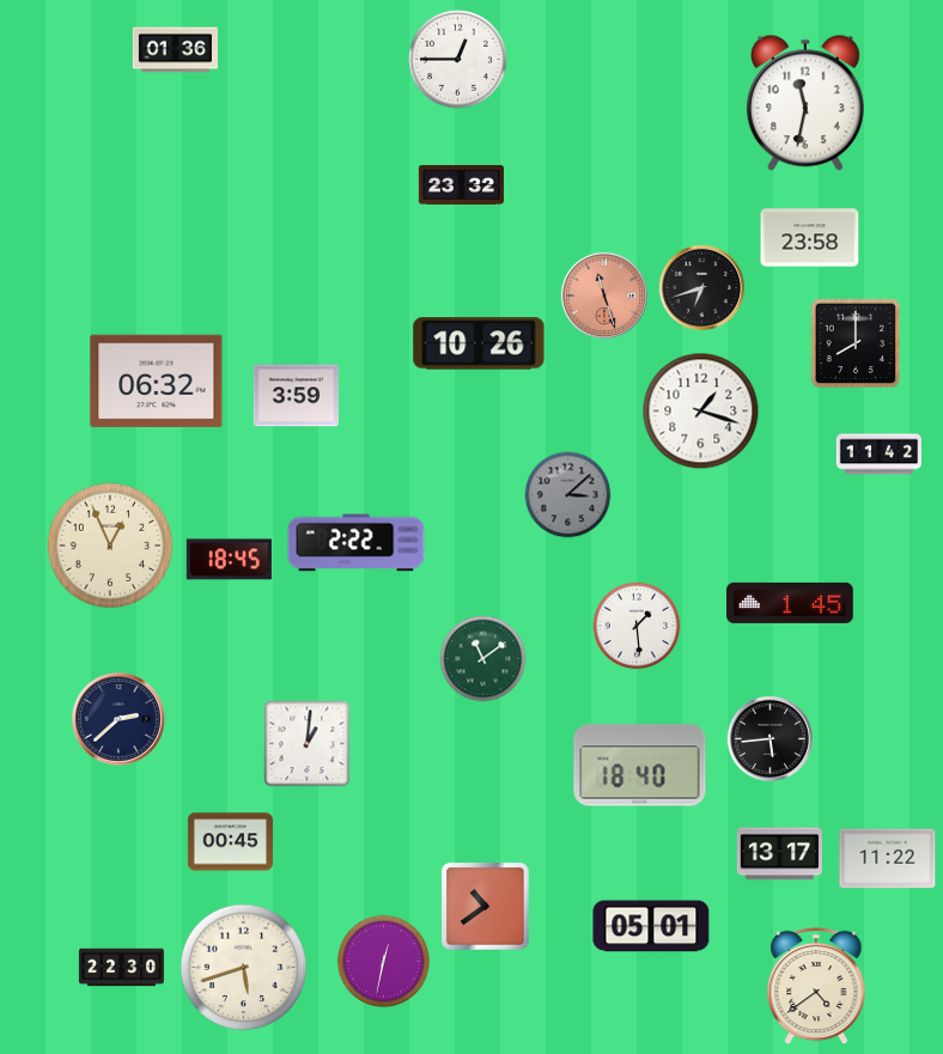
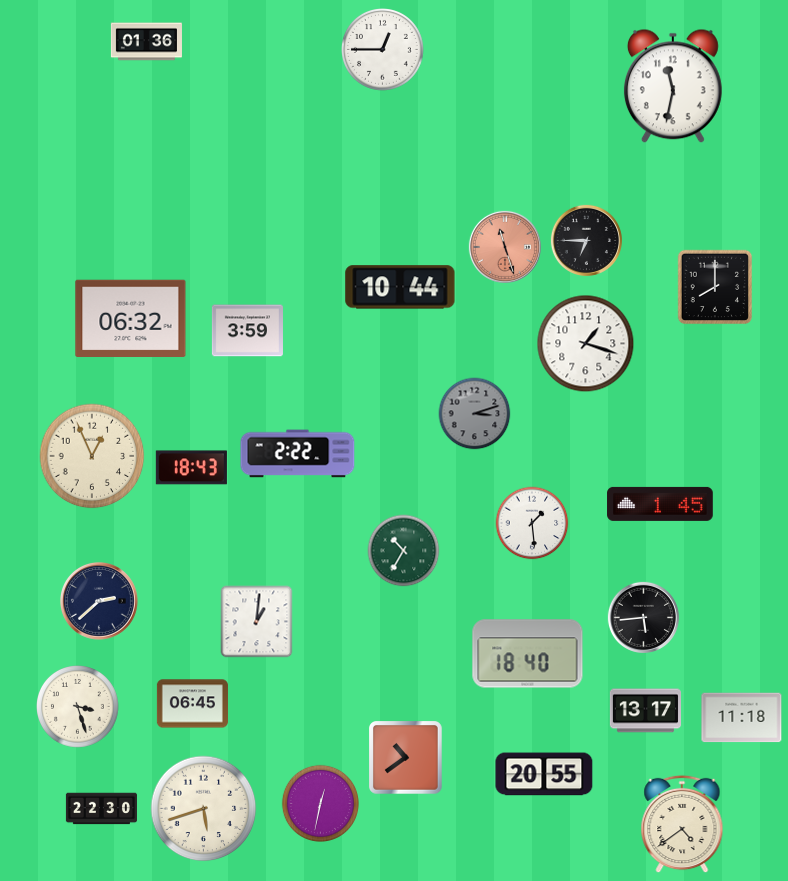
clock at (461, 184): 23:32 -> none
clock at (810, 238): 23:58 -> none
clock at (701, 287): 6:42 -> 6:45
clock at (479, 343): 10:26 -> 10:44
clock at (878, 455): 11:42 -> none
clock at (568, 495): 3:08 -> 3:12
clock at (229, 560): 18:45 -> 18:43
clock at (483, 659): 11:09 -> 10:35
clock at (640, 766) position: (640, 766) -> (528, 654)
clock at (230, 842): 00:45 -> 06:45
clock at (78, 707): none -> 3:27
clock at (779, 854) position: (779, 854) -> (645, 711)
clock at (888, 859): 11:22 -> 11:18
clock at (651, 926): 05:01 -> 20:55
